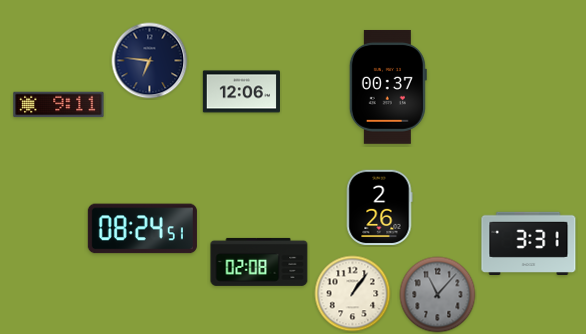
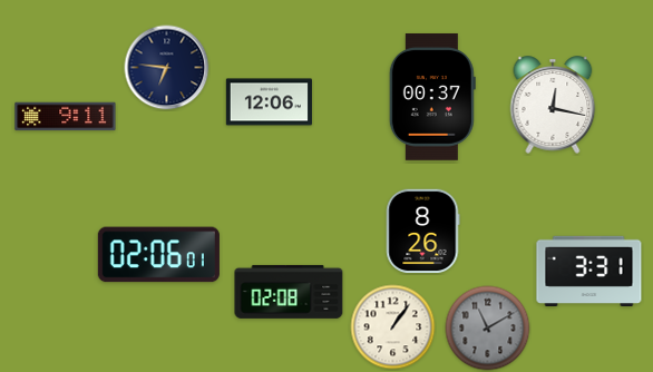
clock at (553, 105): none -> 12:17
clock at (380, 208): 2:26 -> 8:26
clock at (142, 229): 08:24 -> 02:06
clock at (438, 295): 11:07 -> 11:10
